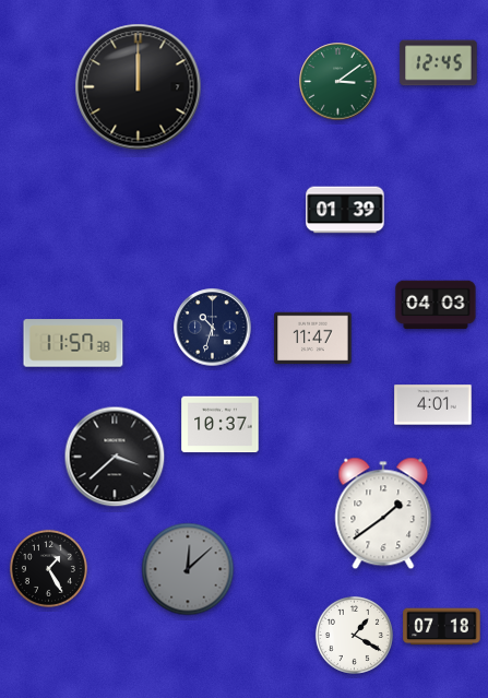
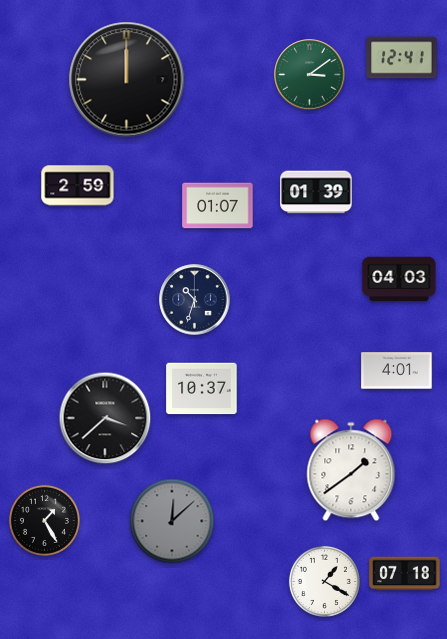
clock at (439, 63): 12:45 -> 12:41
clock at (78, 186): none -> 2:59
clock at (218, 206): none -> 01:07
clock at (313, 339): 11:47 -> none
clock at (73, 343): 11:57 -> none
